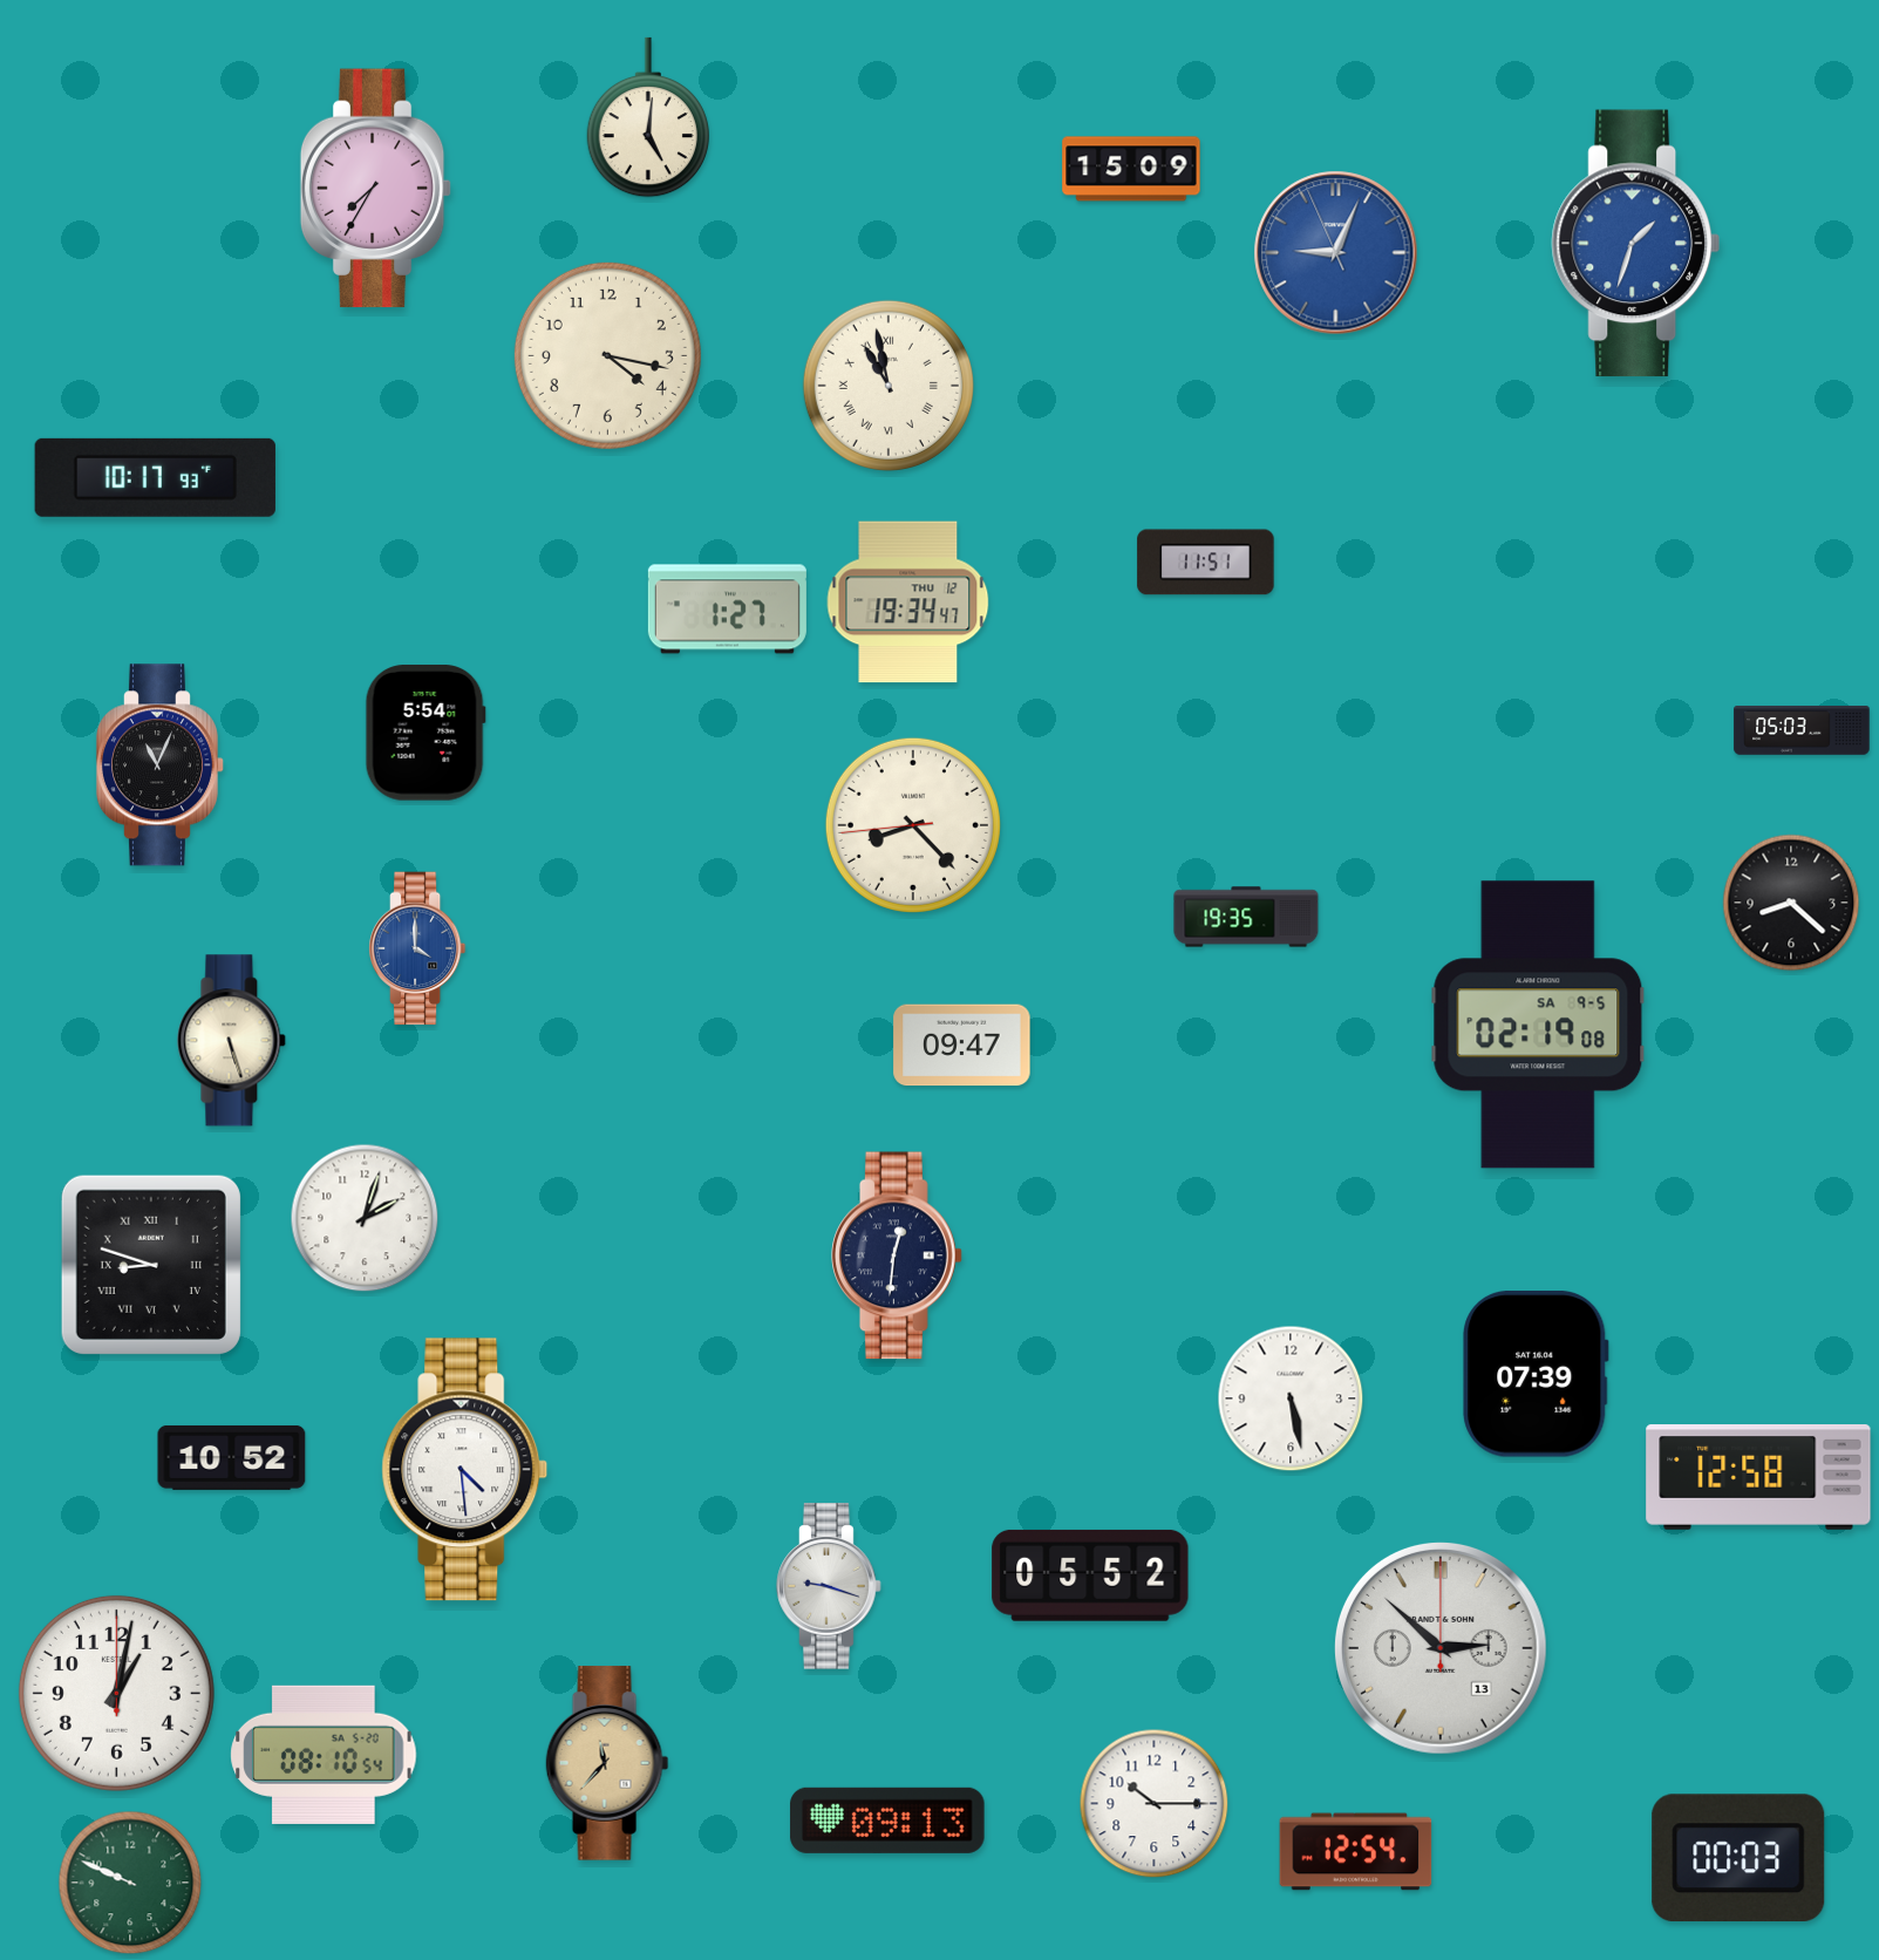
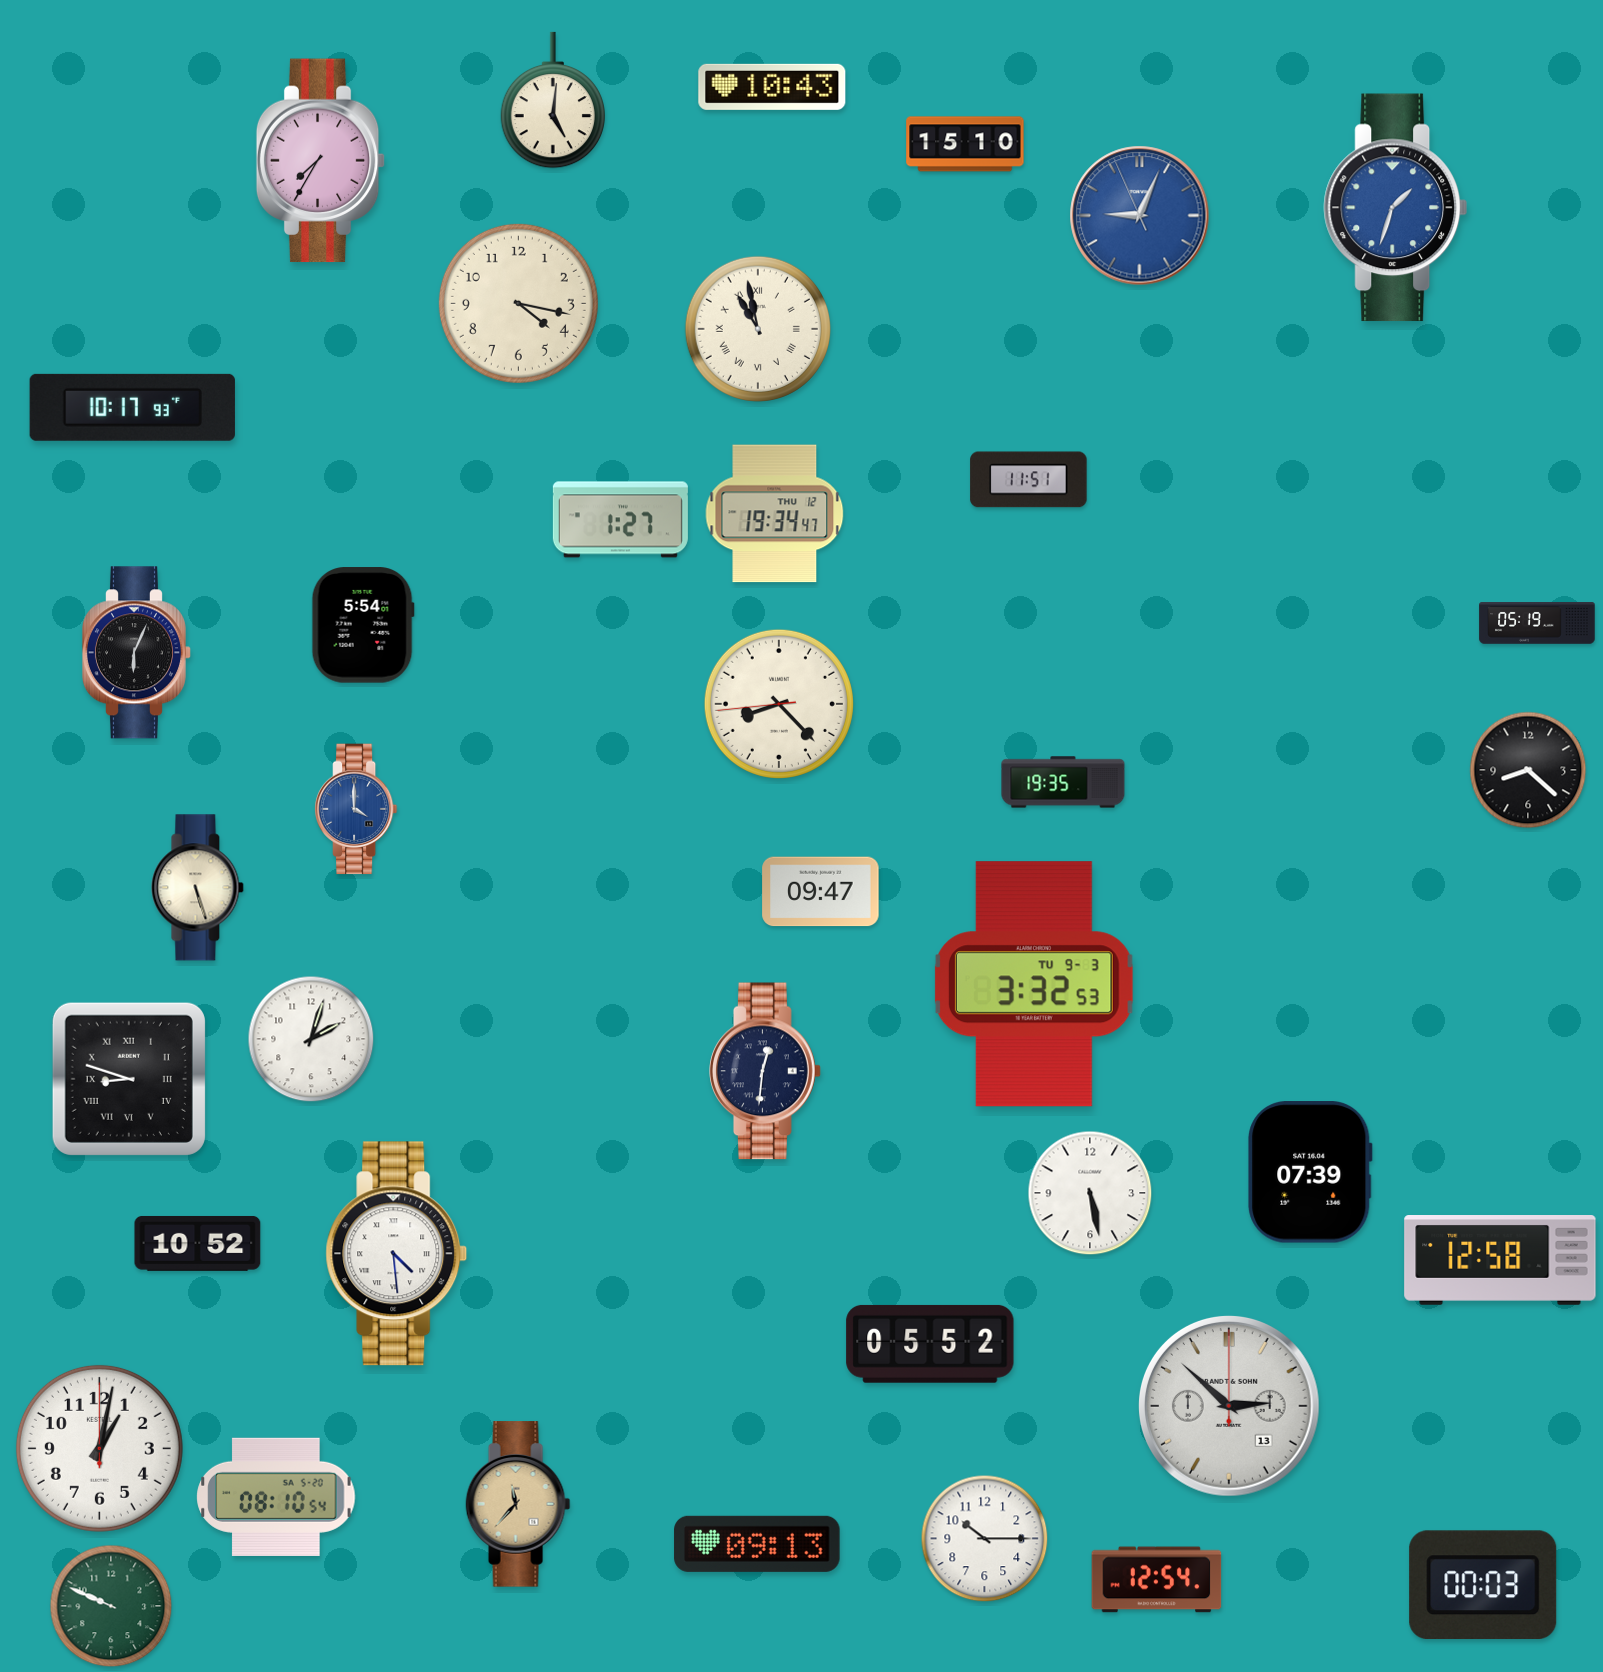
clock at (772, 87): none -> 10:43
clock at (1131, 169): 15:09 -> 15:10
clock at (1802, 730): 05:03 -> 05:19
clock at (159, 765): 11:04 -> 6:04
clock at (1538, 1025): 02:19 -> none
clock at (1034, 984): none -> 3:32
clock at (1291, 1398) position: (1291, 1398) -> (1090, 1193)
clock at (829, 1586): 9:18 -> none
clock at (116, 1693) position: (116, 1693) -> (99, 1448)
clock at (887, 1821) position: (887, 1821) -> (757, 1544)
